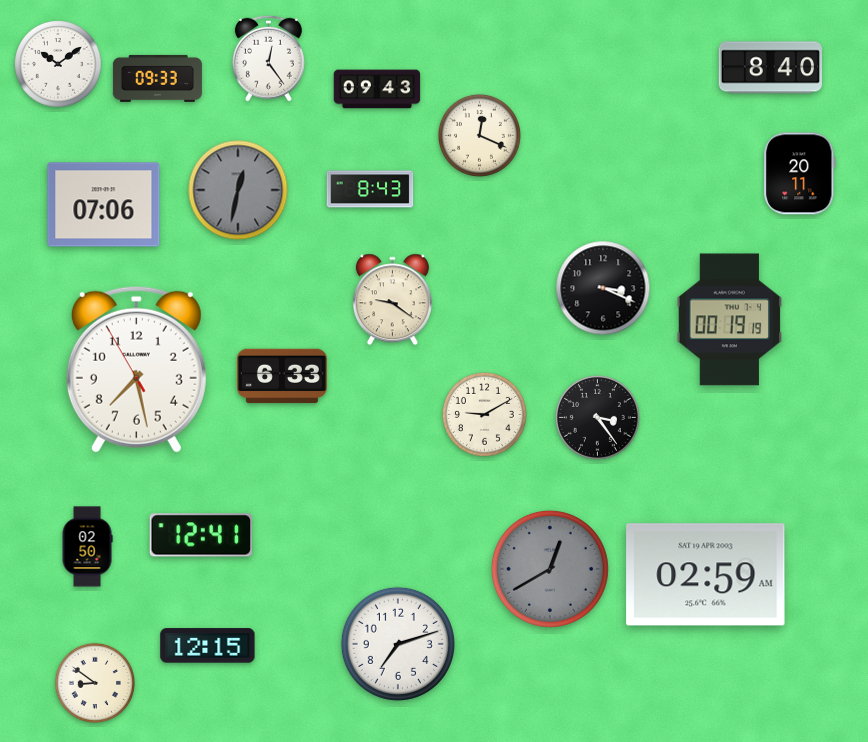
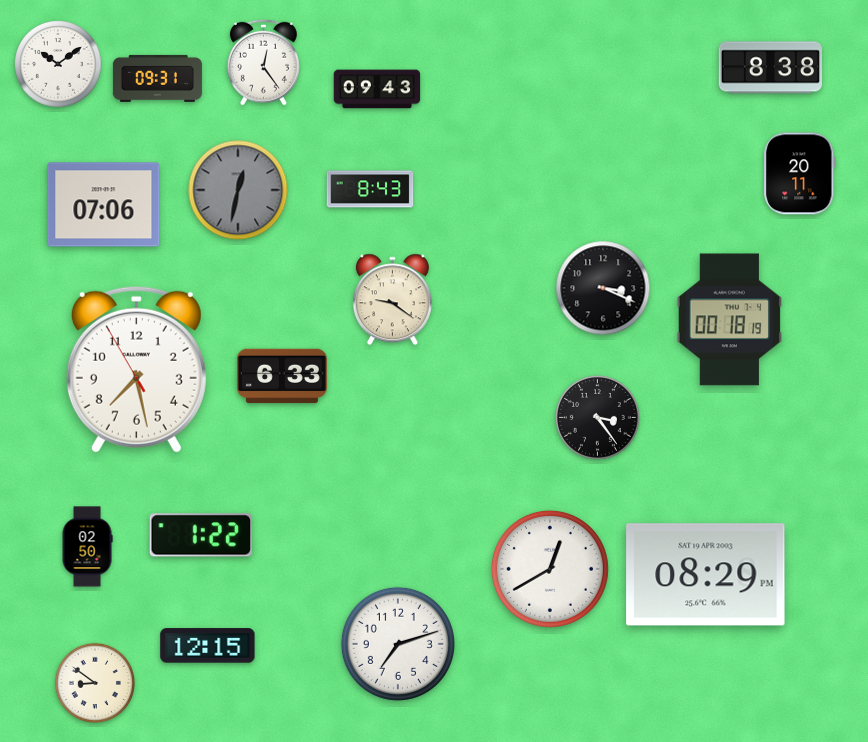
clock at (268, 58) position: (268, 58) -> (263, 62)
clock at (771, 68): 8:40 -> 8:38
clock at (157, 78): 09:33 -> 09:31
clock at (479, 135): 12:19 -> none
clock at (730, 320): 00:19 -> 00:18
clock at (484, 414): 9:10 -> none
clock at (201, 535): 12:41 -> 1:22
clock at (550, 569) dial: grey -> white
clock at (706, 575): 02:59 -> 08:29
